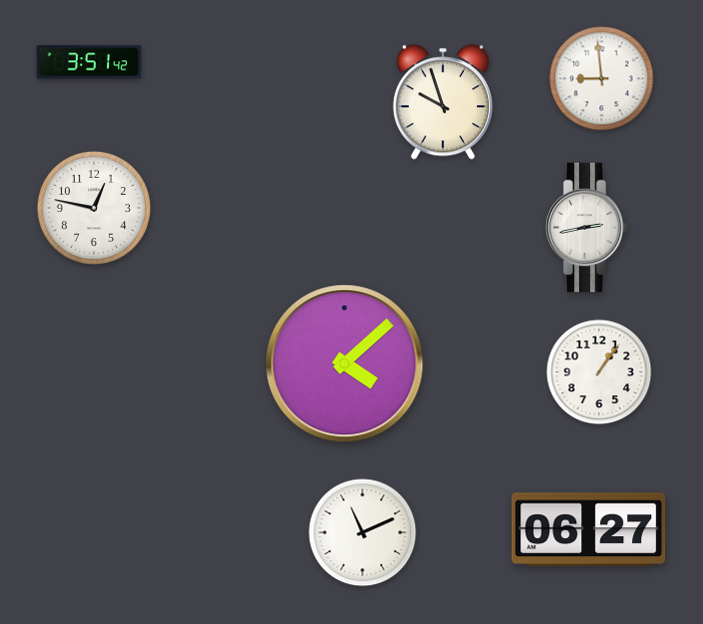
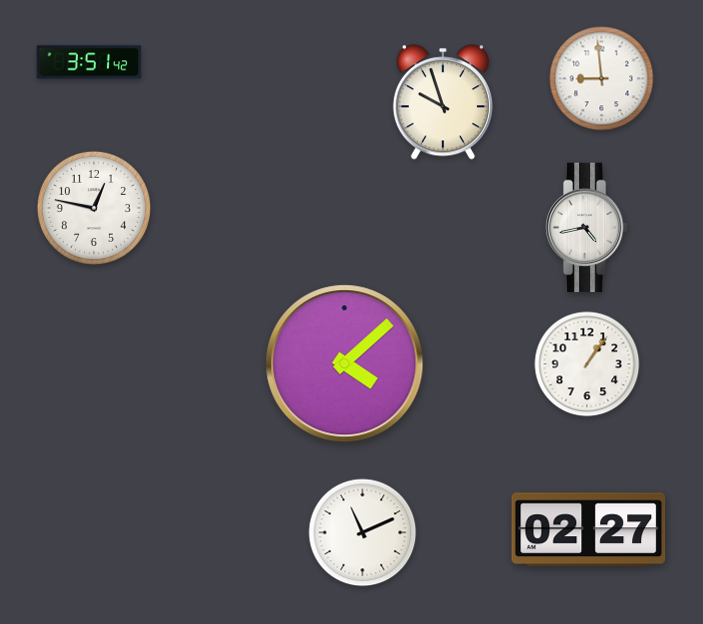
clock at (587, 228): 2:43 -> 4:43
clock at (599, 372) position: (599, 372) -> (587, 364)
clock at (589, 530): 06:27 -> 02:27
